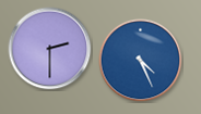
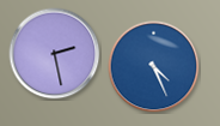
clock at (50, 49): 2:30 -> 2:28
